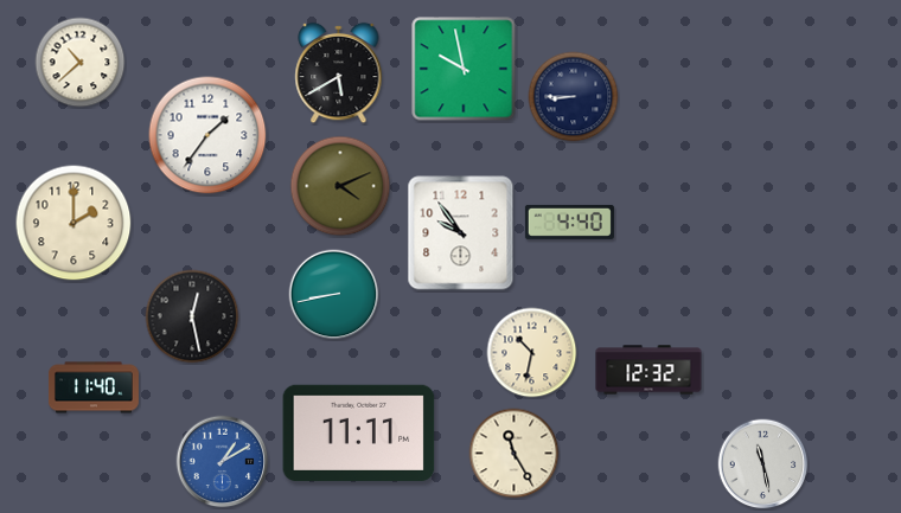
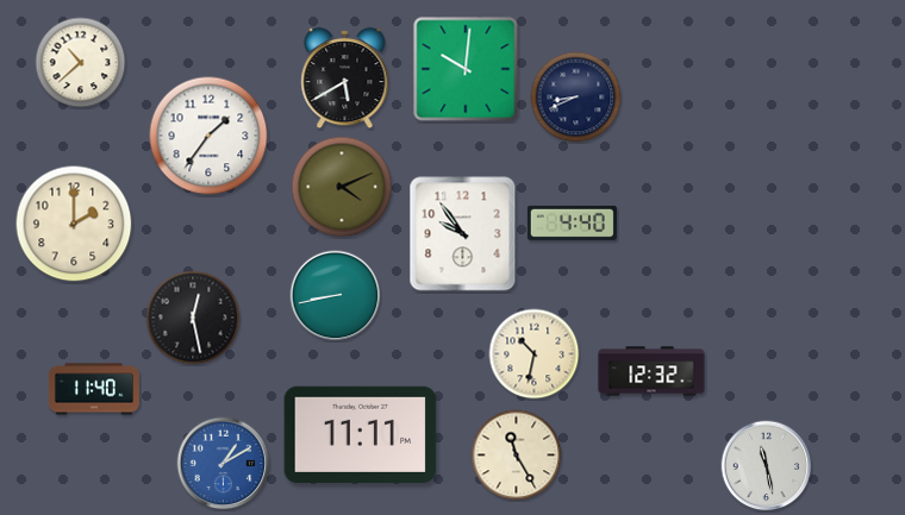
clock at (464, 69): 9:58 -> 10:01
clock at (339, 73) position: (339, 73) -> (345, 78)
clock at (574, 97): 8:45 -> 8:41
